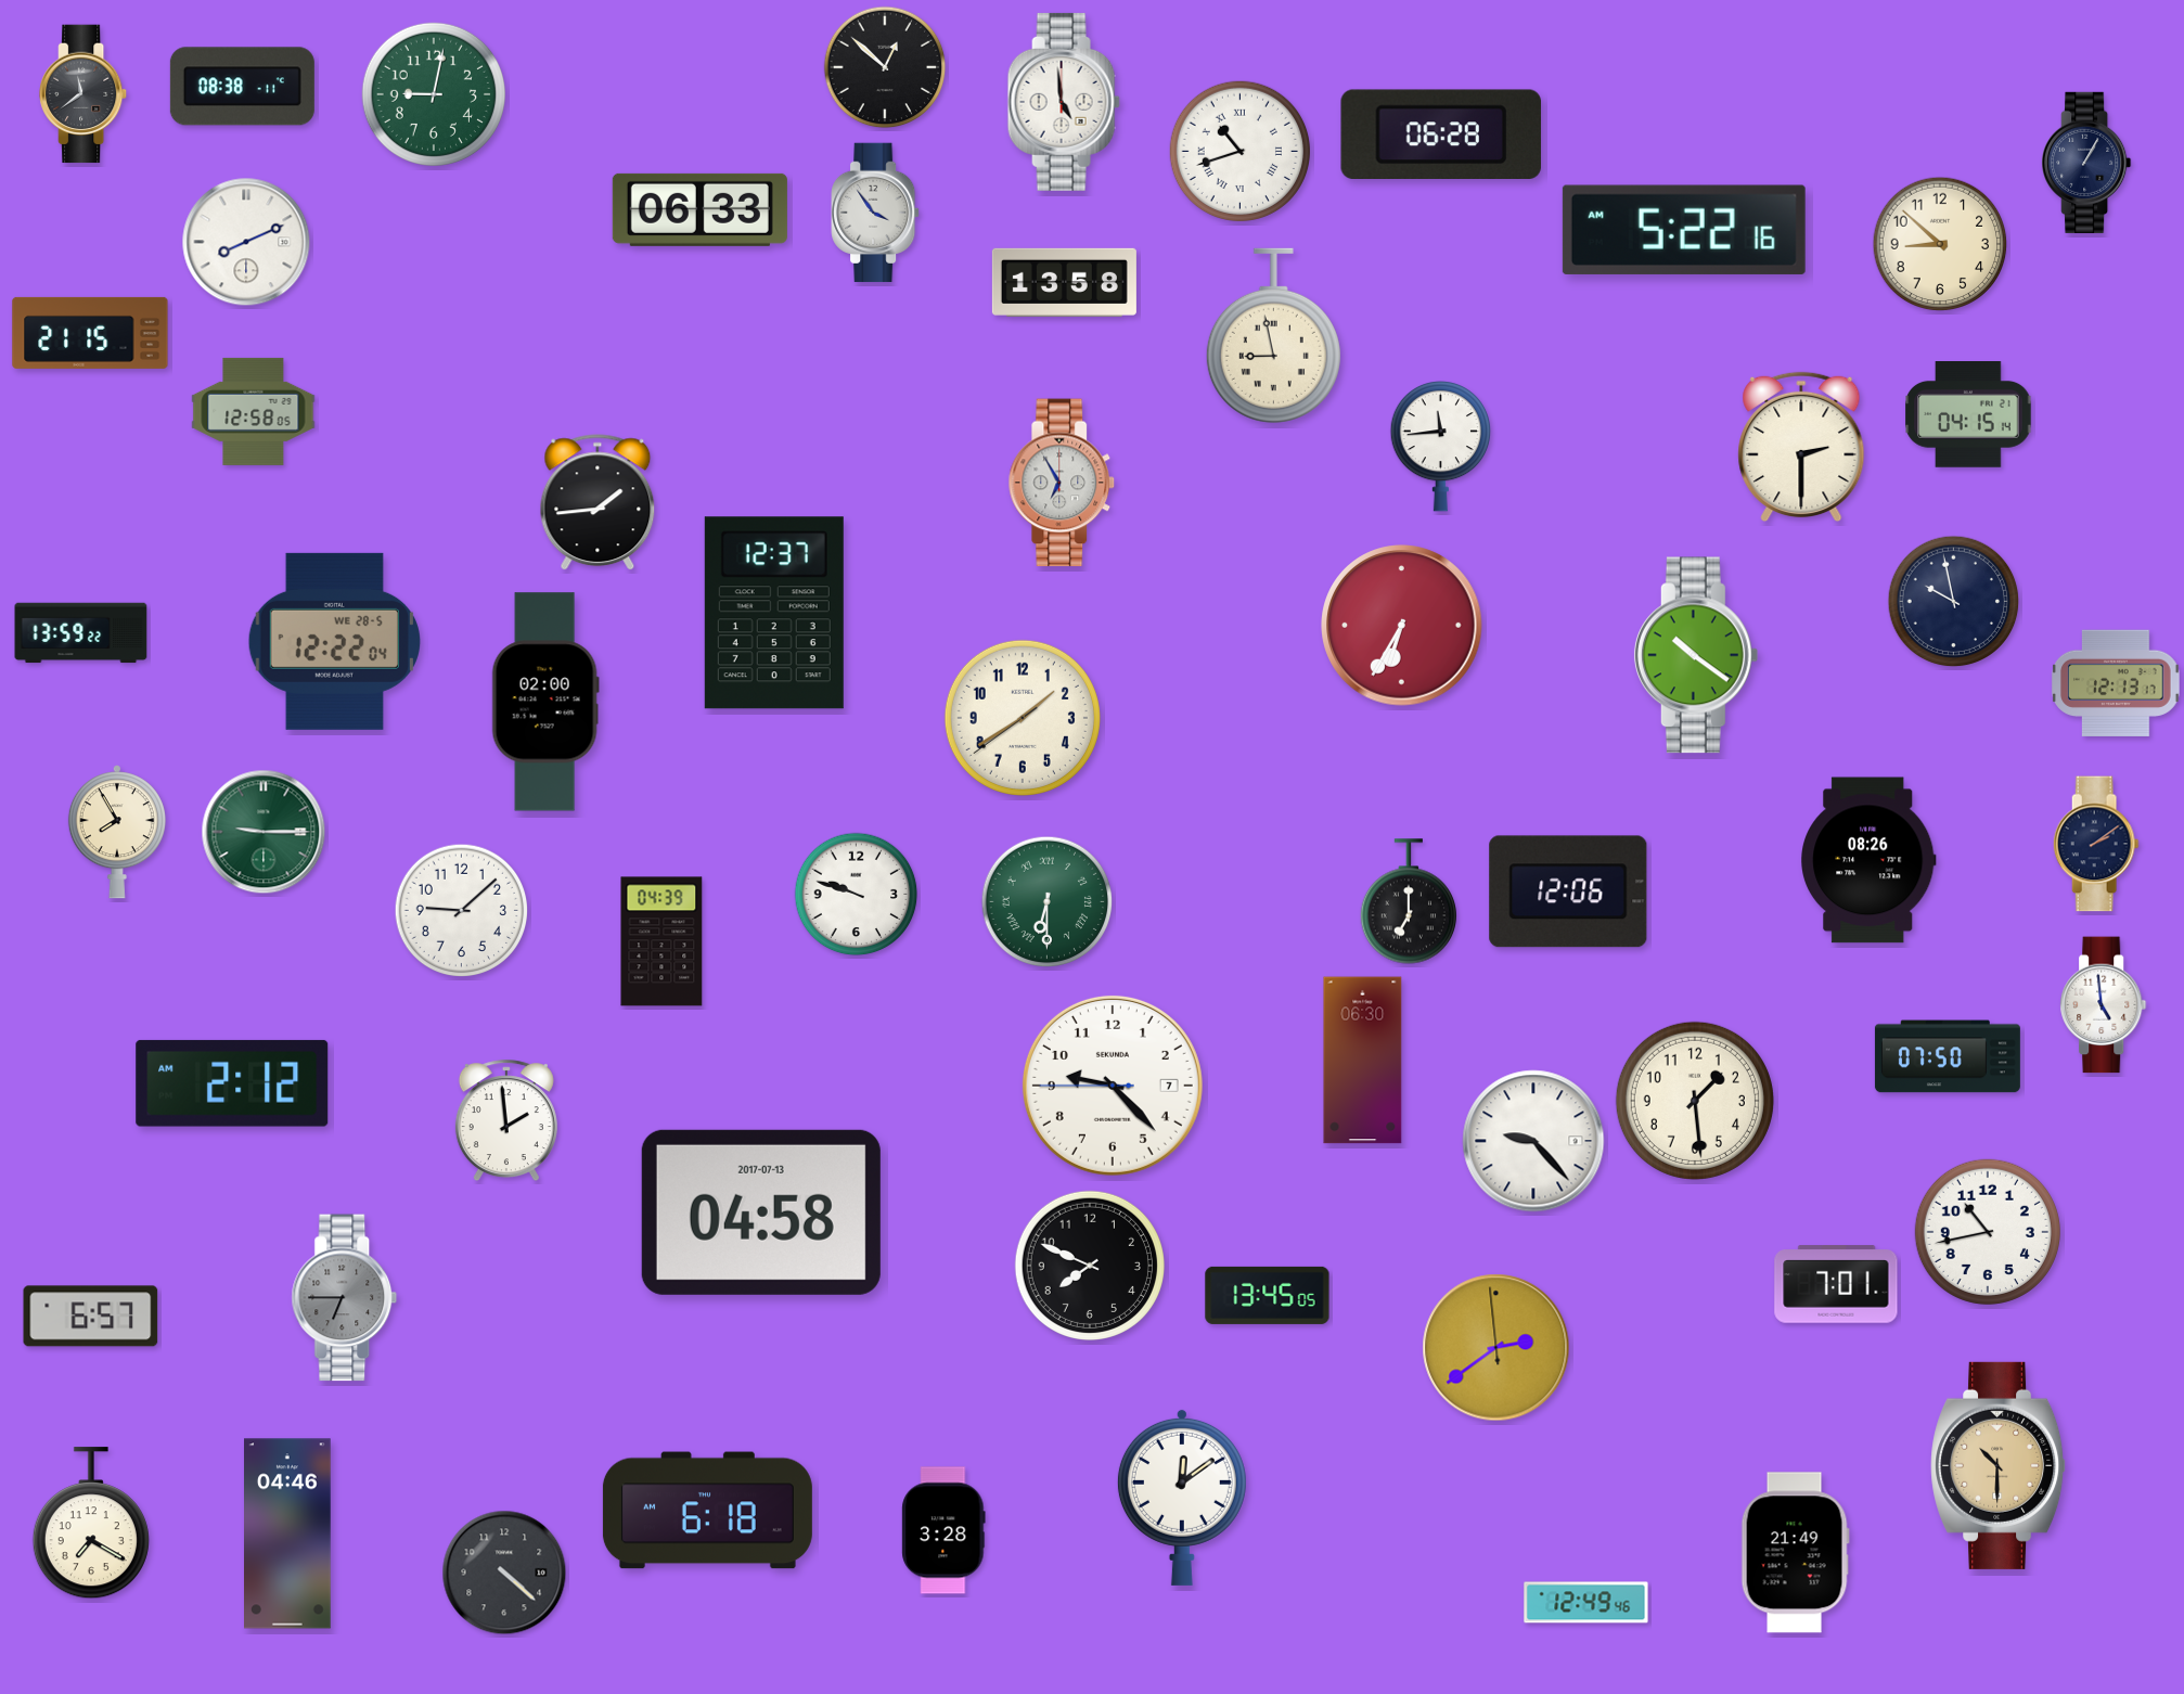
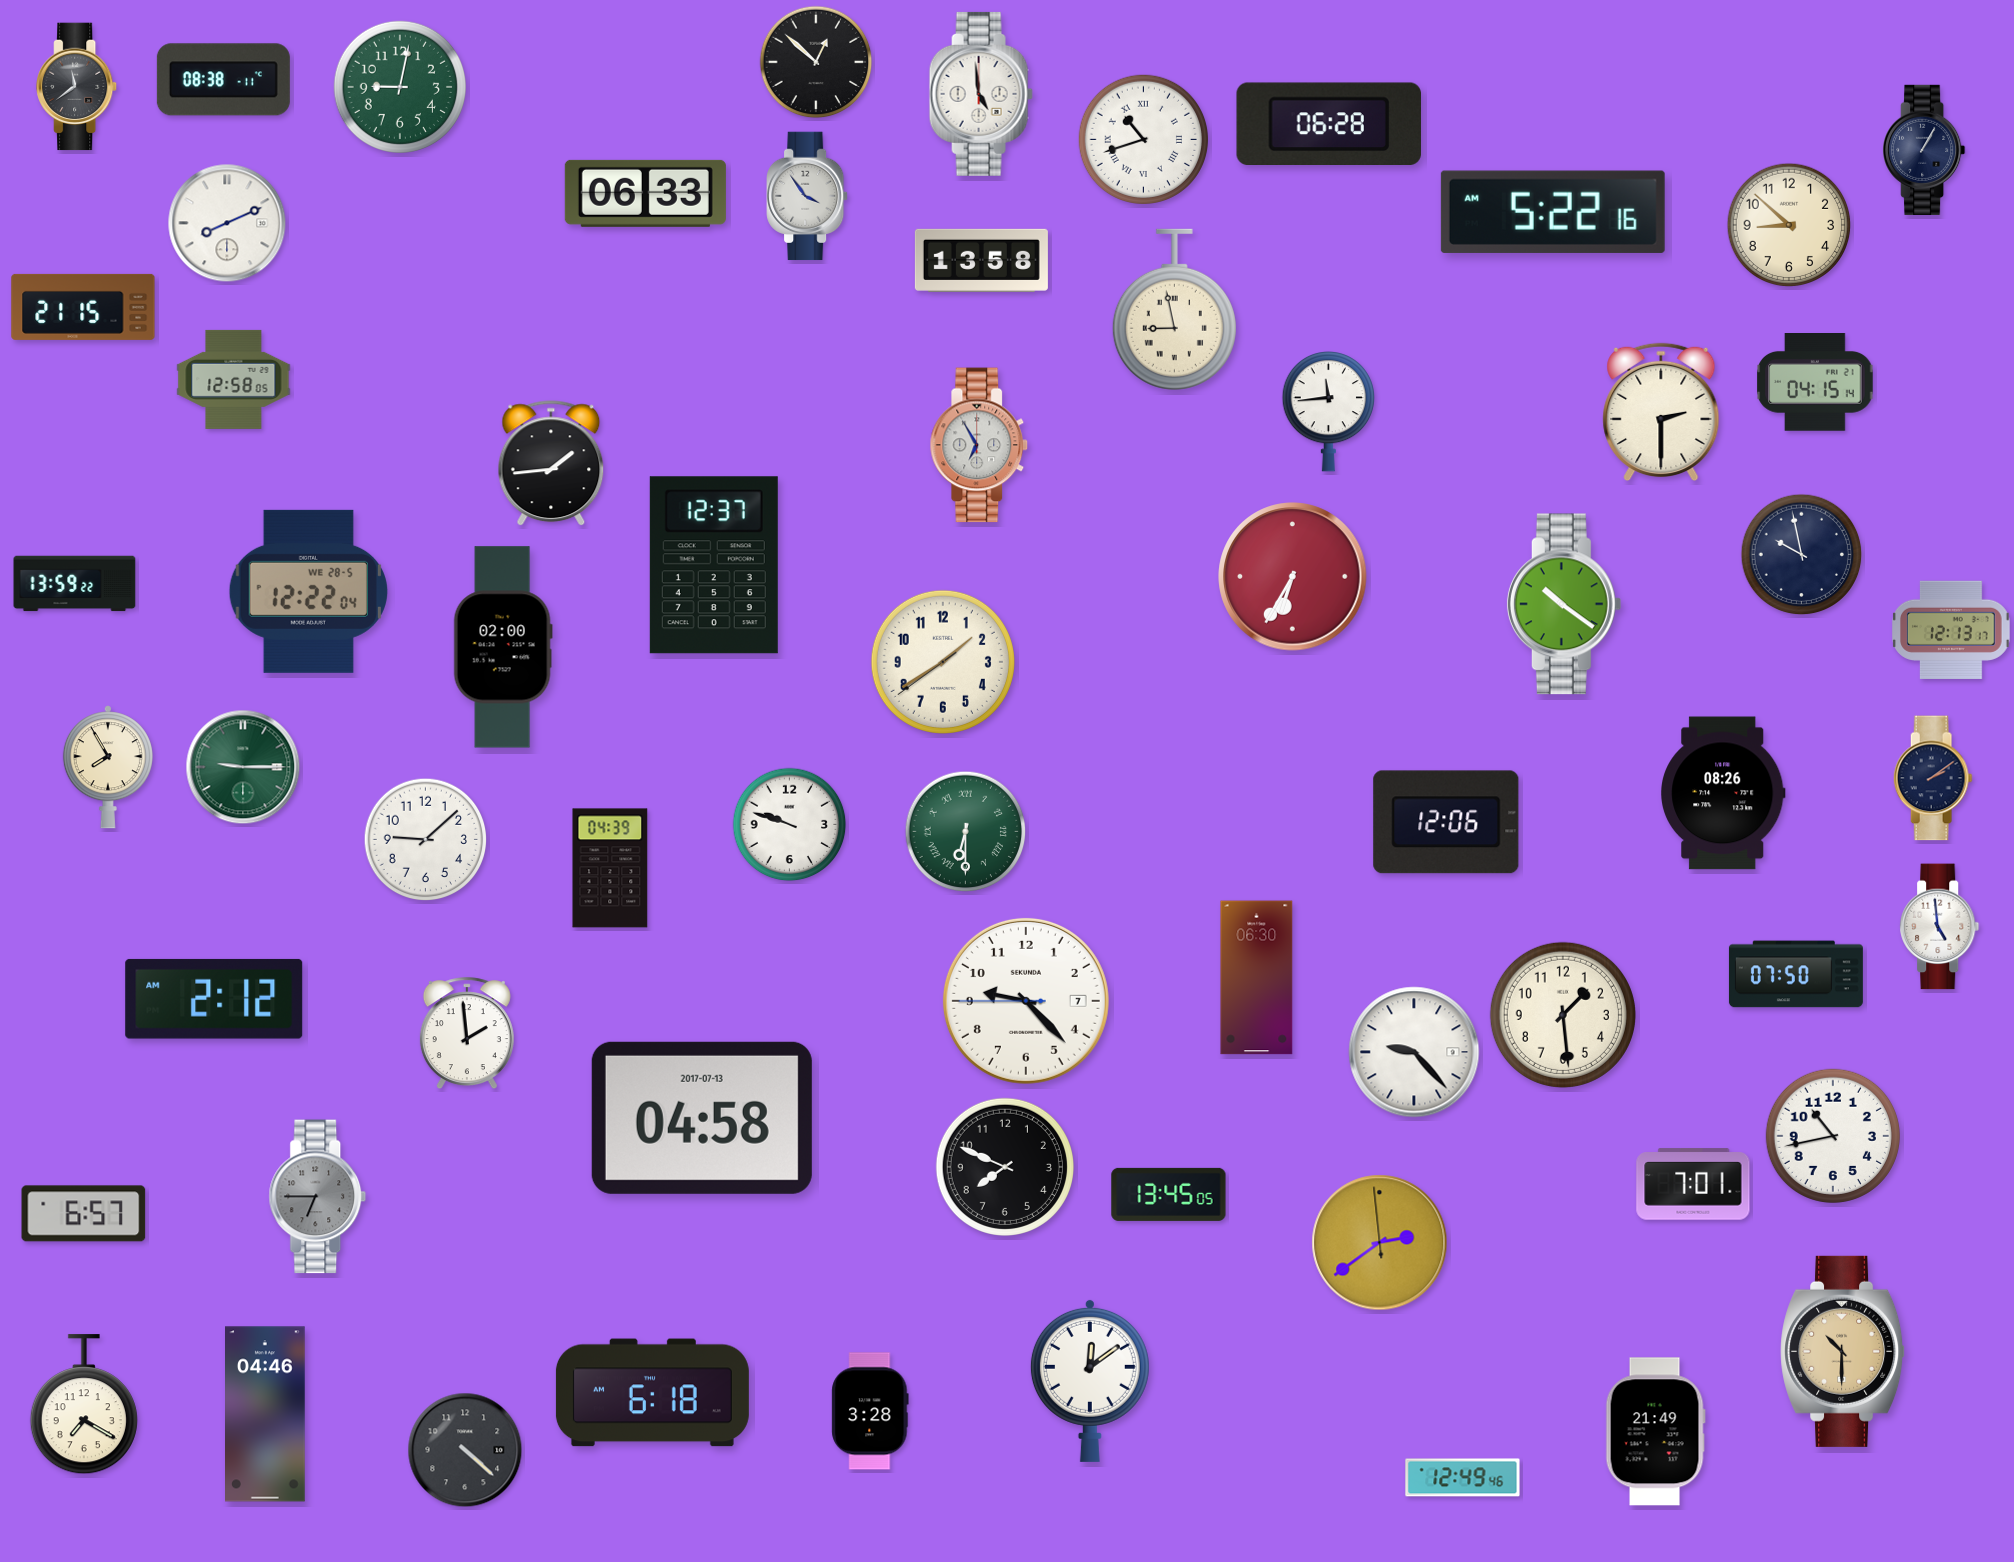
clock at (1408, 901): 7:00 -> none
